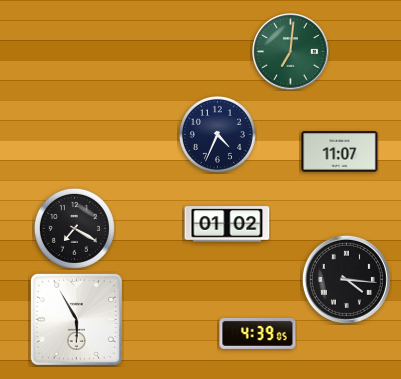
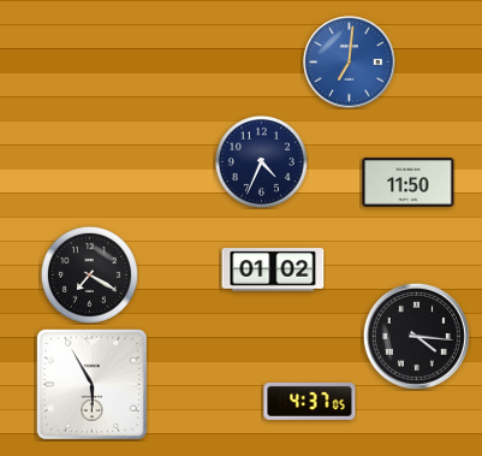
clock at (291, 52) dial: green -> blue
clock at (340, 152): 11:07 -> 11:50
clock at (258, 333): 4:39 -> 4:37
